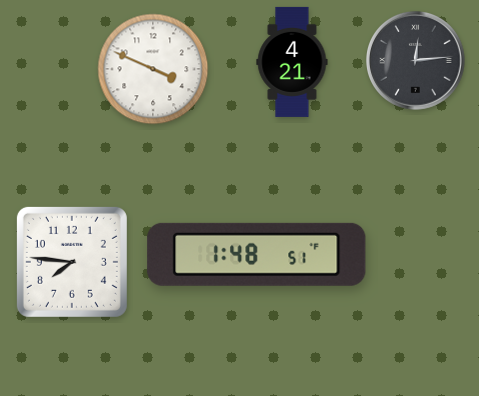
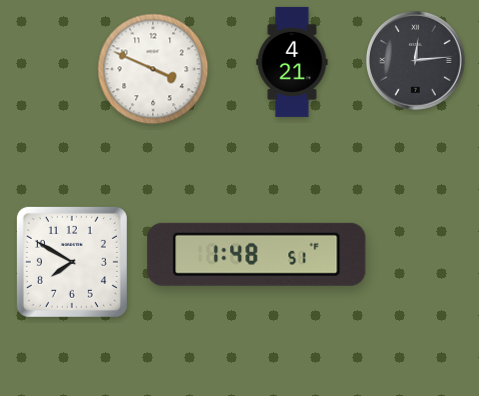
clock at (72, 262): 7:46 -> 7:50
